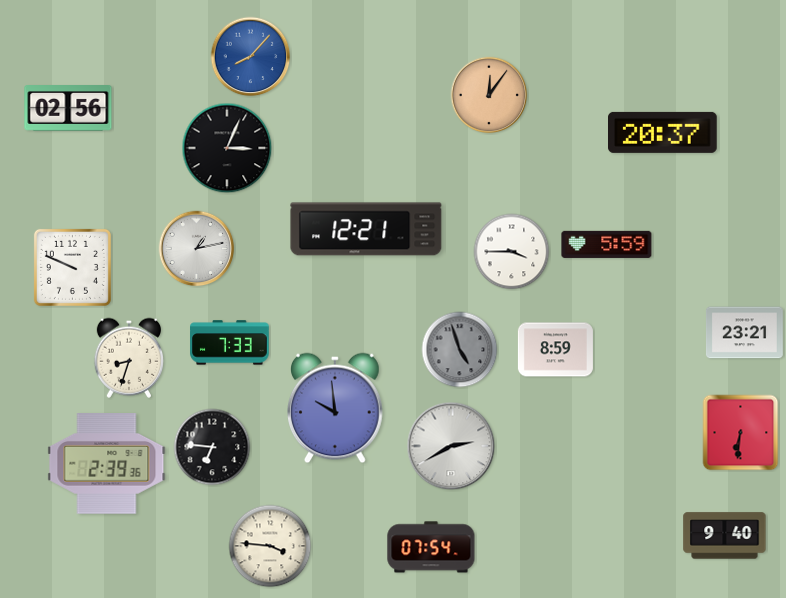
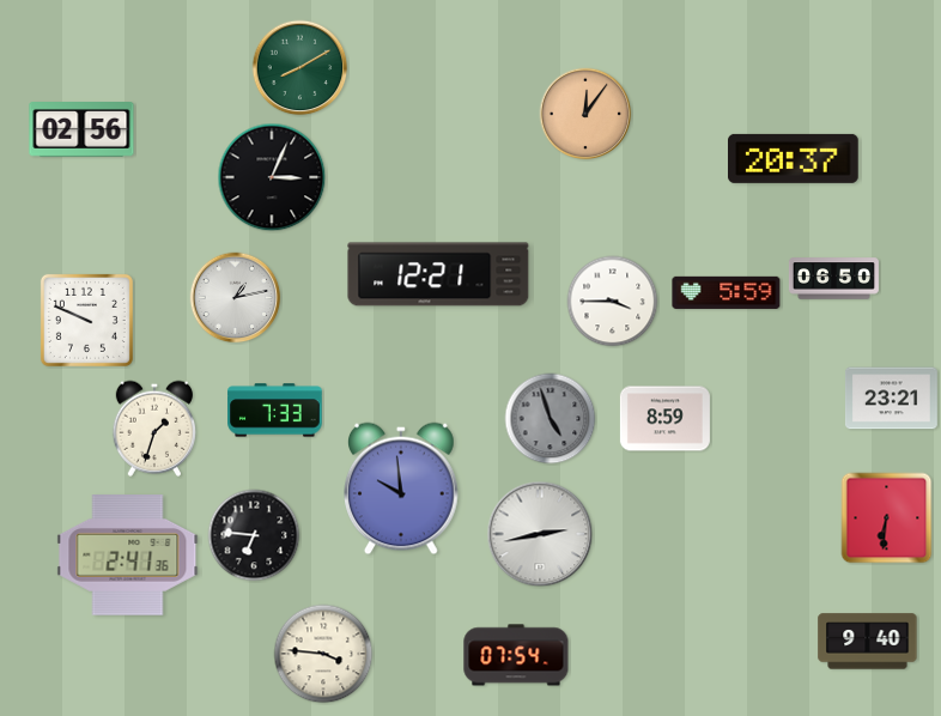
clock at (251, 57): 8:07 -> 8:10
clock at (251, 57) dial: blue -> green
clock at (833, 279): none -> 06:50
clock at (128, 358): 8:33 -> 1:33
clock at (451, 446): 2:40 -> 2:43
clock at (107, 464): 2:39 -> 2:41
